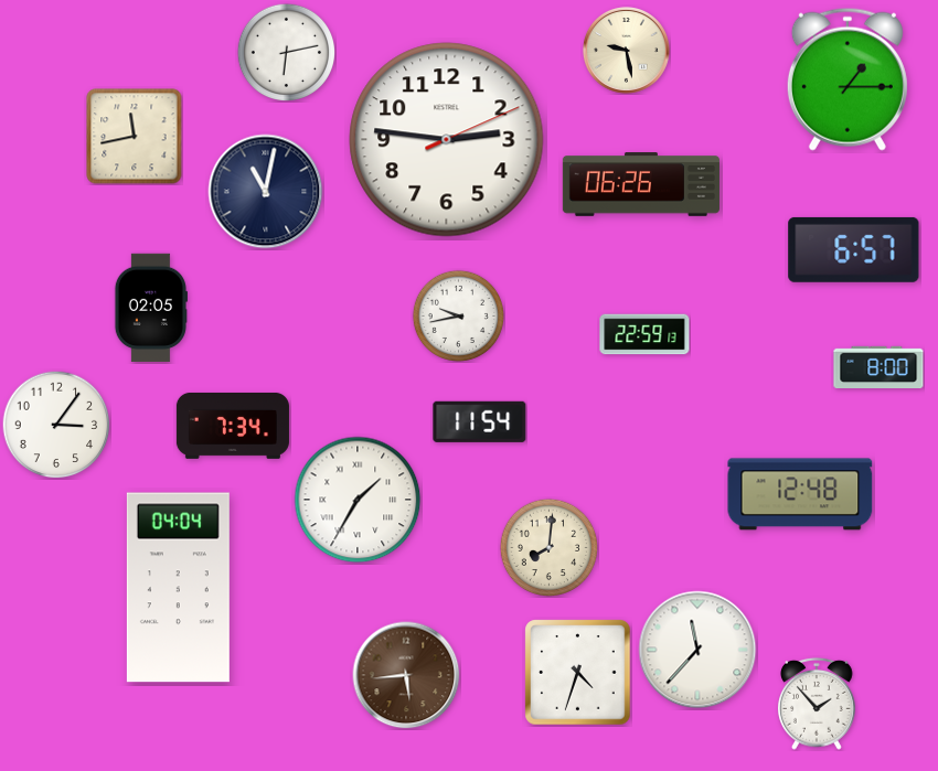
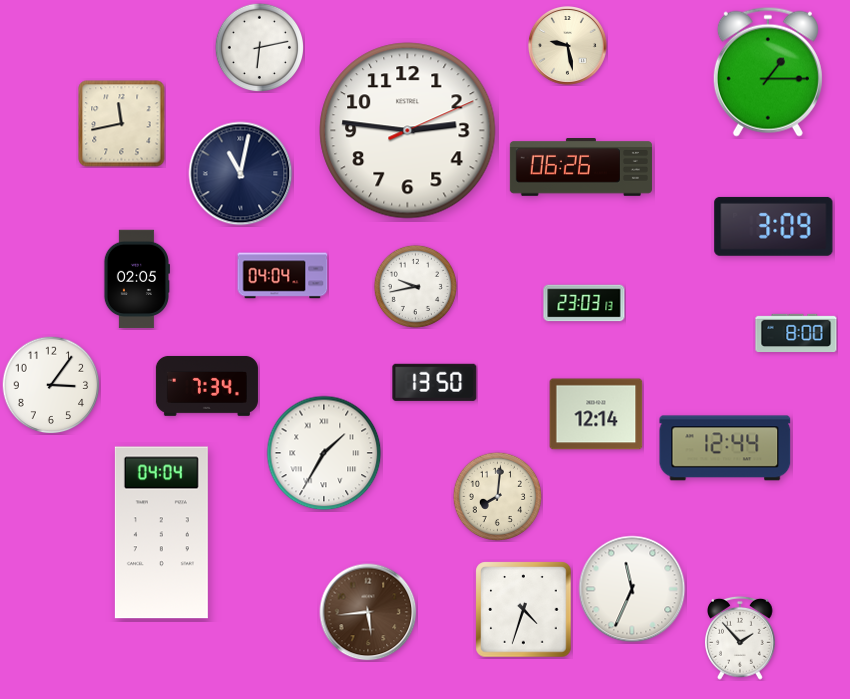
clock at (447, 140) position: (447, 140) -> (408, 131)
clock at (854, 249): 6:57 -> 3:09
clock at (283, 276): none -> 04:04
clock at (644, 334): 22:59 -> 23:03
clock at (480, 421): 11:54 -> 13:50
clock at (233, 426) position: (233, 426) -> (207, 386)
clock at (596, 414): none -> 12:14
clock at (800, 494): 12:48 -> 12:44
clock at (697, 650): 11:37 -> 11:34
